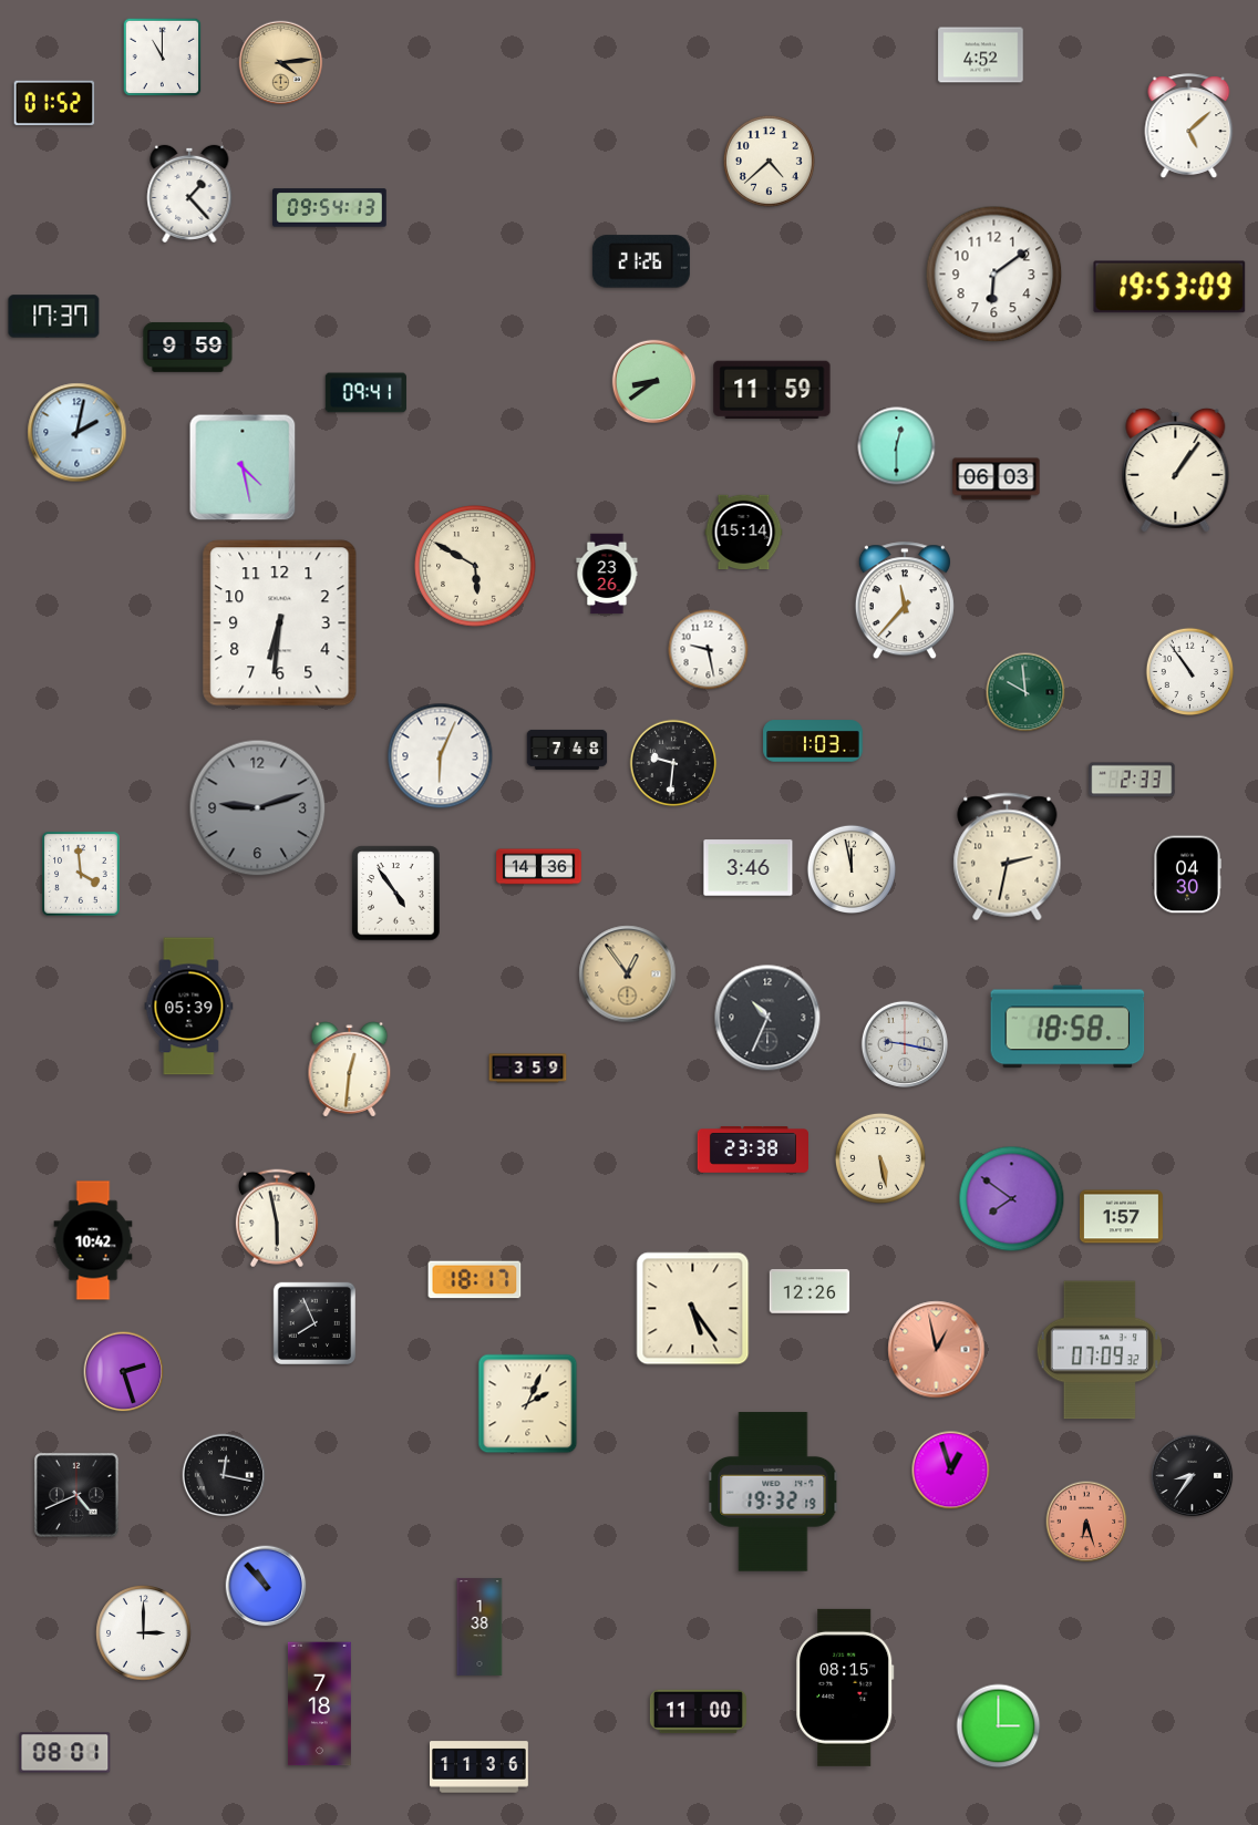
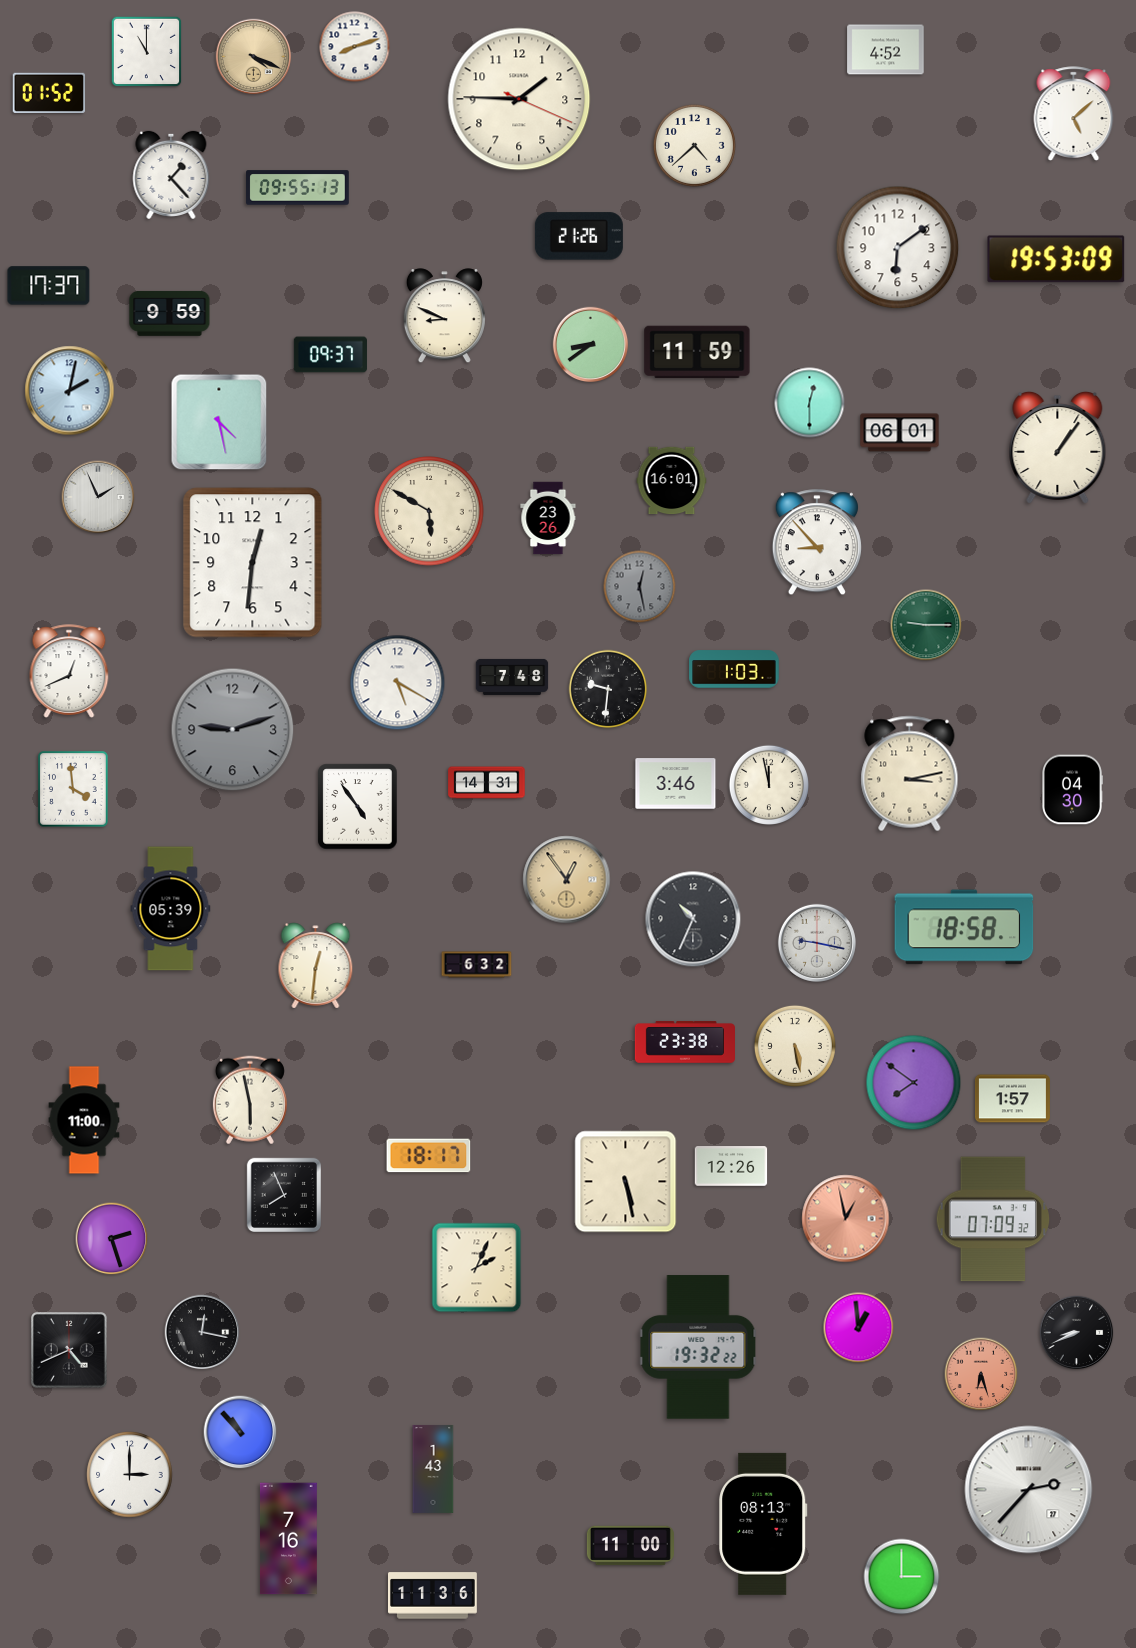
clock at (355, 47): none -> 8:12
clock at (281, 63): 4:14 -> 4:19
clock at (519, 99): none -> 1:45
clock at (330, 208): 09:54 -> 09:55
clock at (444, 316): none -> 8:49
clock at (365, 393): 09:41 -> 09:37
clock at (1176, 470) position: (1176, 470) -> (1058, 447)
clock at (997, 480): 06:03 -> 06:01
clock at (744, 533): 15:14 -> 16:01
clock at (98, 497): none -> 1:56
clock at (905, 601): 11:37 -> 8:53
clock at (280, 623): 6:31 -> 12:31
clock at (709, 650): 9:28 -> 12:28
clock at (709, 650) dial: white -> grey
clock at (1190, 672): 10:54 -> none
clock at (1025, 692): 9:59 -> 9:15
clock at (69, 671): none -> 12:41
clock at (441, 756): 6:04 -> 5:20
clock at (1132, 780): 2:33 -> none
clock at (1008, 857): 2:32 -> 3:13
clock at (539, 867): 14:36 -> 14:31
clock at (528, 1069): 3:59 -> 6:32
clock at (752, 1149) position: (752, 1149) -> (684, 1042)
clock at (93, 1240): 10:42 -> 11:00
clock at (693, 1309): 5:24 -> 5:28
clock at (951, 1471): 12:57 -> 12:59
clock at (1193, 1476): 8:36 -> 8:41
clock at (773, 1492): 19:32:19 -> 19:32:22
clock at (480, 1627): 1:38 -> 1:43
clock at (1029, 1490): none -> 2:37
clock at (845, 1688): 08:15 -> 08:13
clock at (319, 1704): 7:18 -> 7:16
clock at (999, 1726) position: (999, 1726) -> (902, 1577)
clock at (65, 1753): 08:01 -> none
